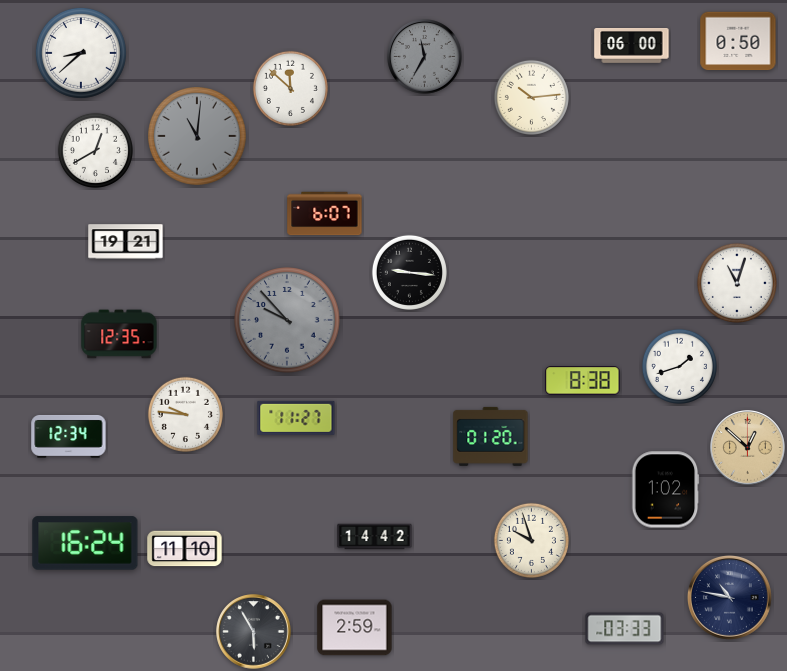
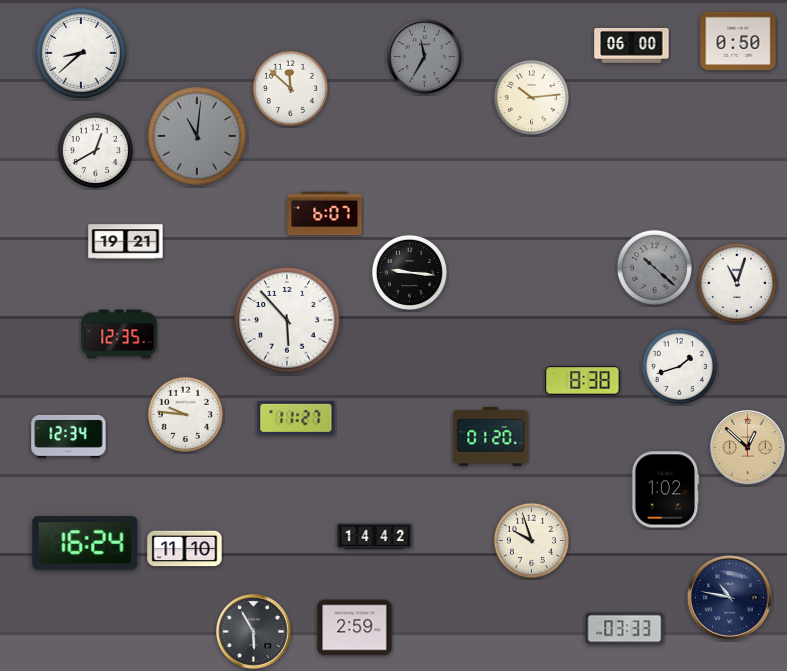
clock at (654, 267): none -> 10:22
clock at (287, 320): 9:53 -> 5:53
clock at (287, 320) dial: grey -> white
